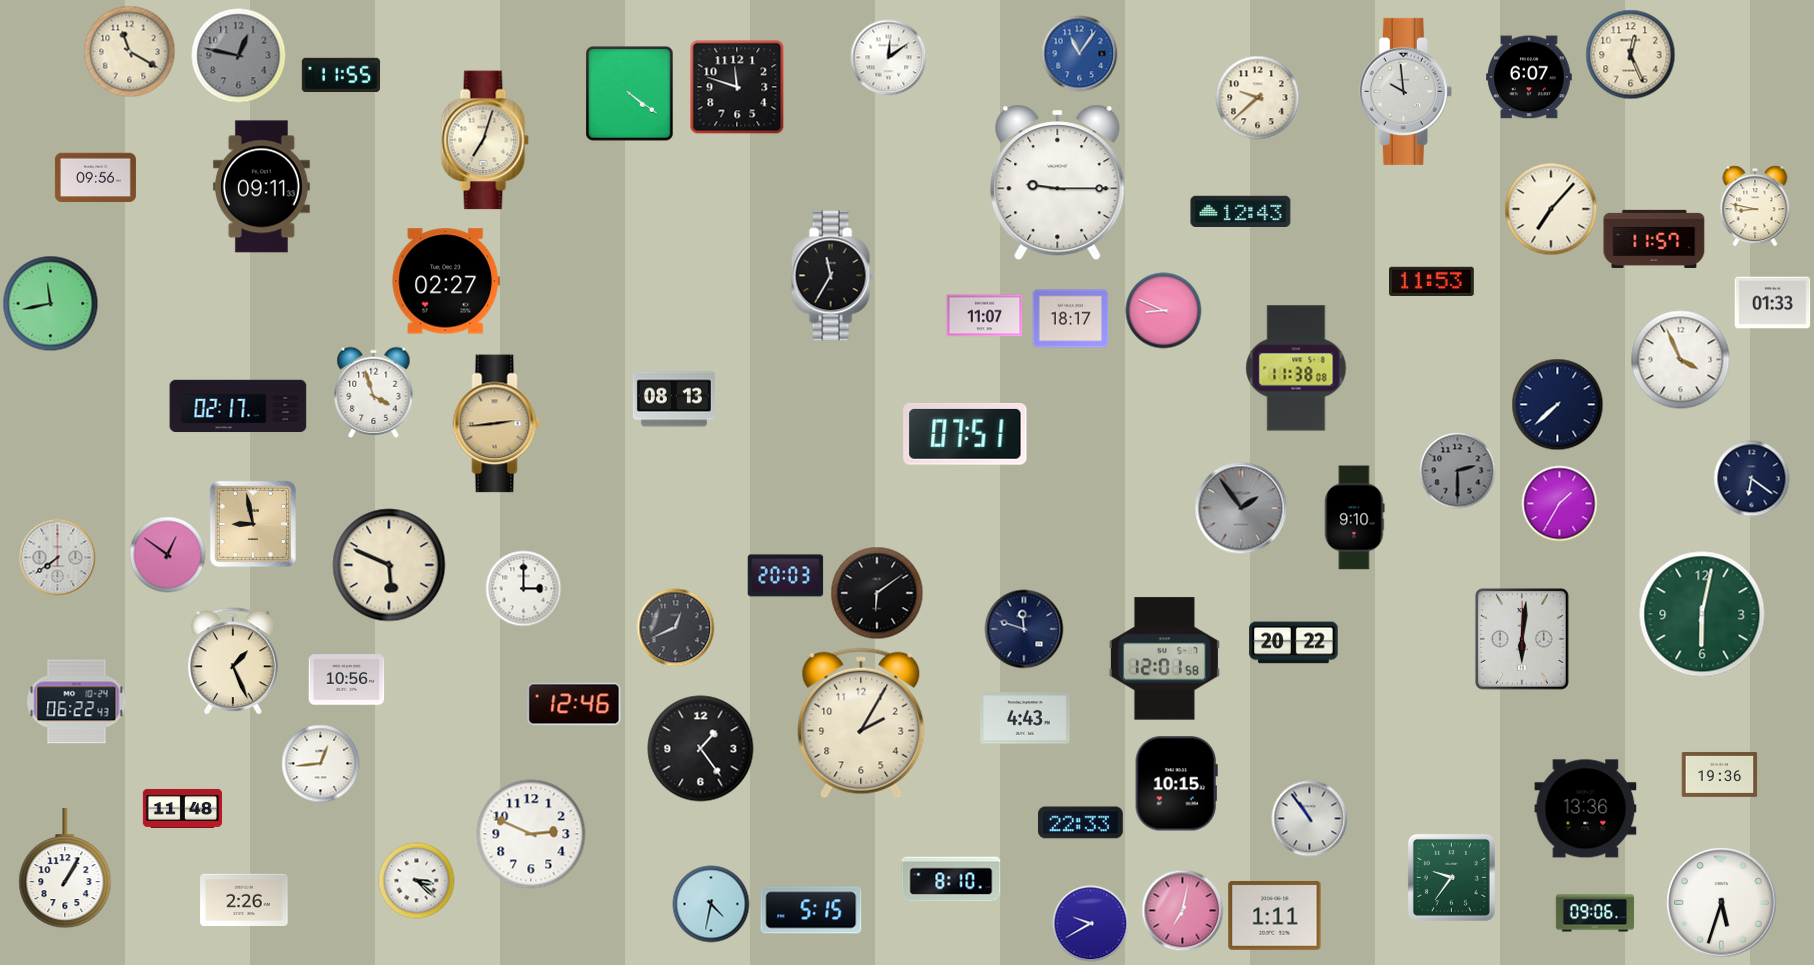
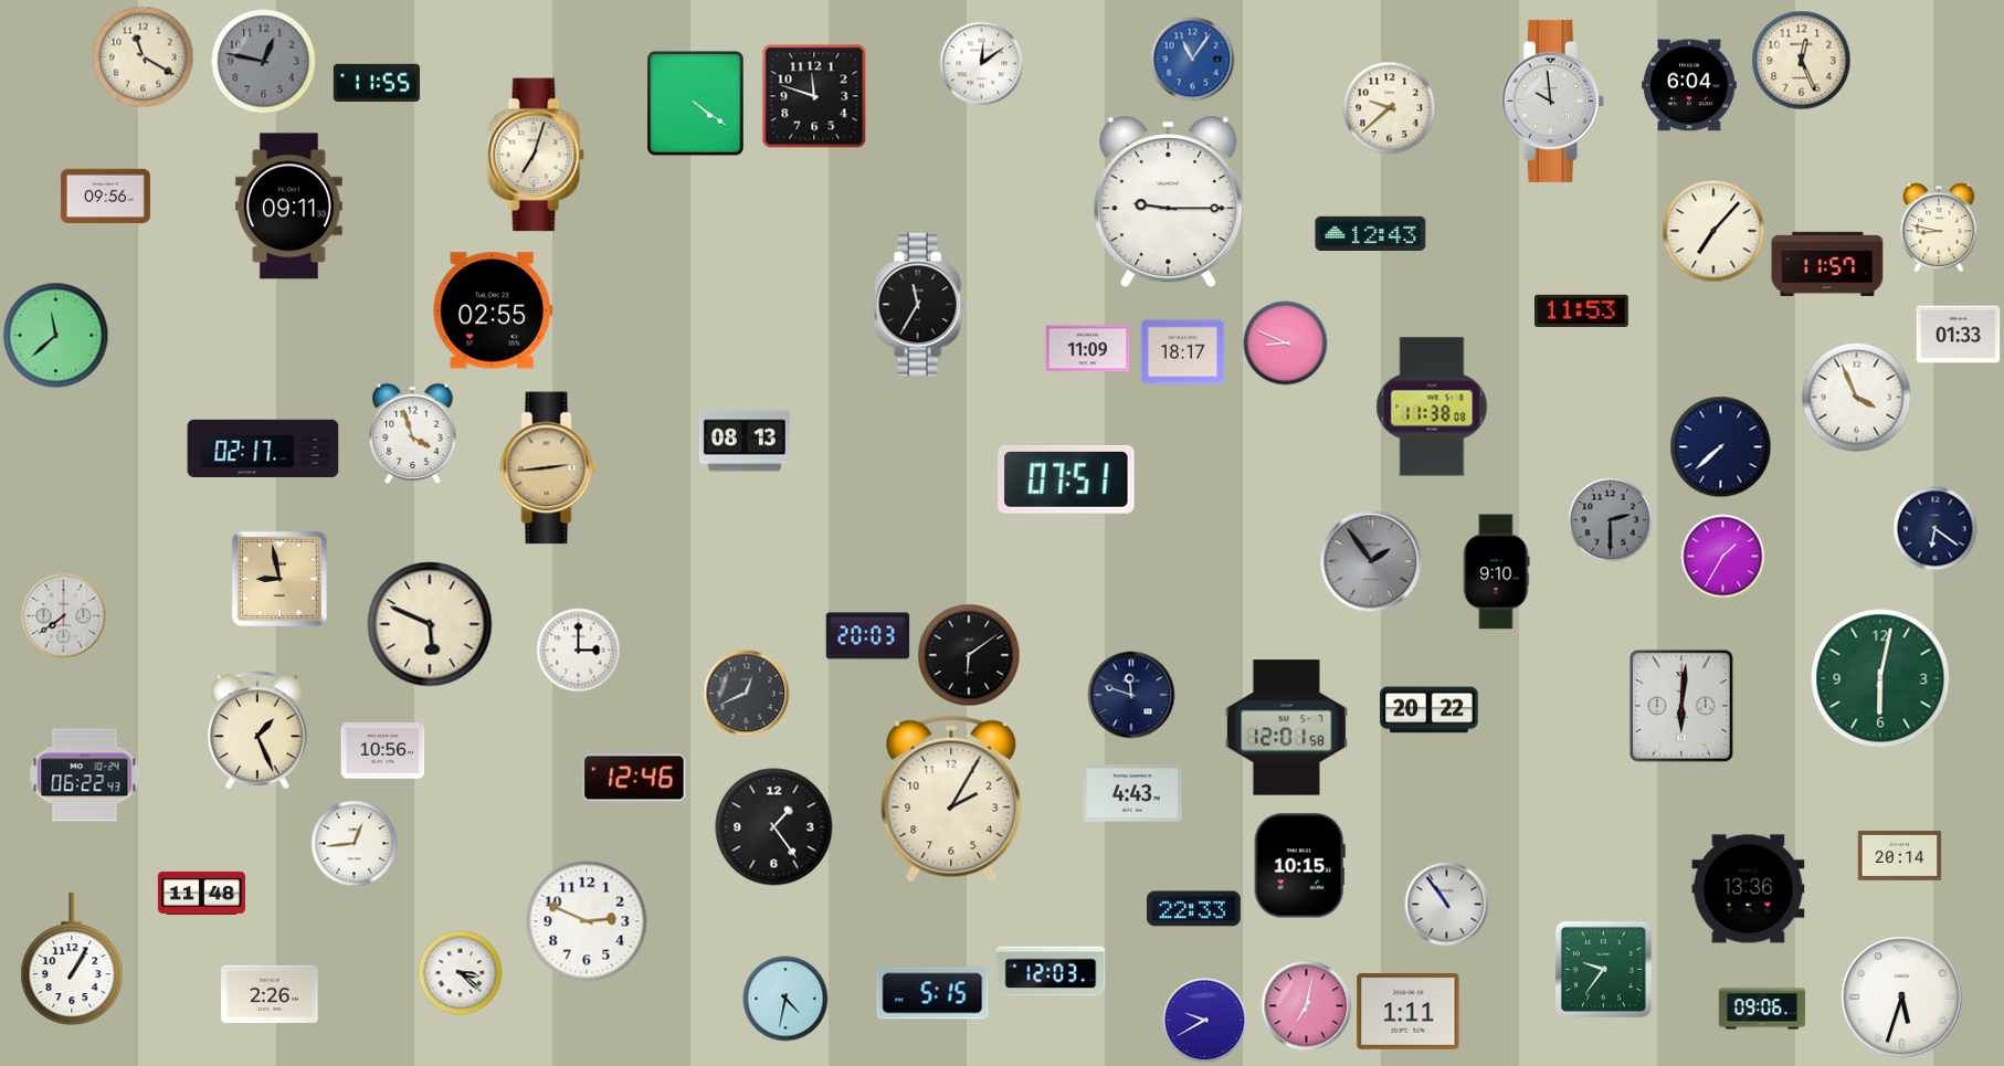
clock at (1529, 77): 6:07 -> 6:04
clock at (446, 281): 02:27 -> 02:55
clock at (51, 304): 11:43 -> 11:38
clock at (985, 316): 11:07 -> 11:09
clock at (168, 555): 12:51 -> none
clock at (1720, 774): 19:36 -> 20:14
clock at (1586, 809) position: (1586, 809) -> (1749, 889)
clock at (951, 879): 8:10 -> 12:03
clock at (811, 910) position: (811, 910) -> (932, 993)
